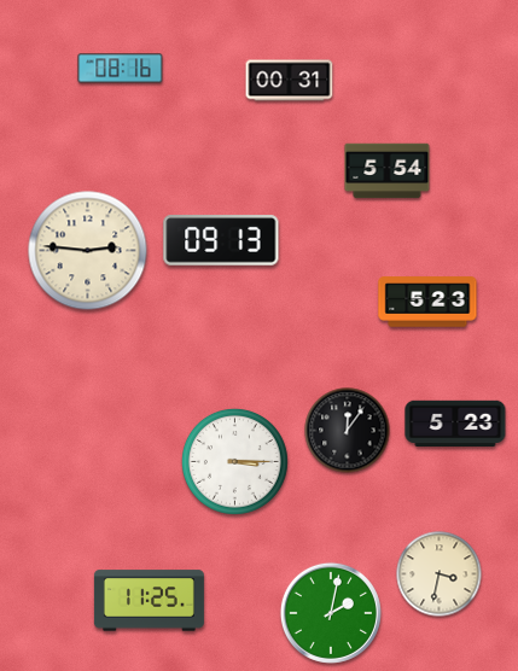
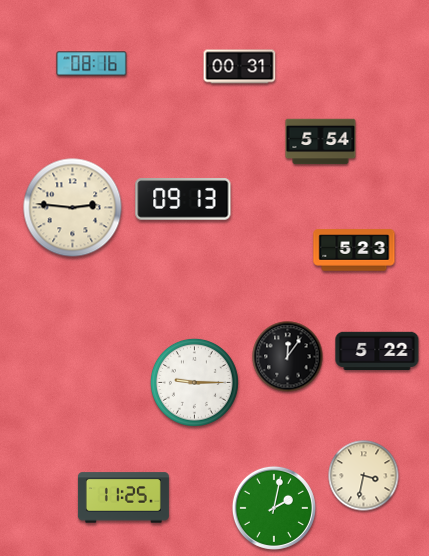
clock at (121, 69) position: (121, 69) -> (92, 64)
clock at (455, 424): 5:23 -> 5:22
clock at (234, 461): 3:15 -> 9:15
